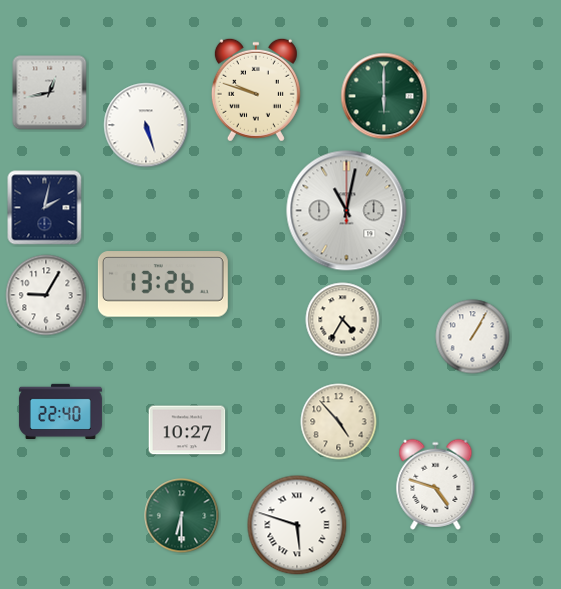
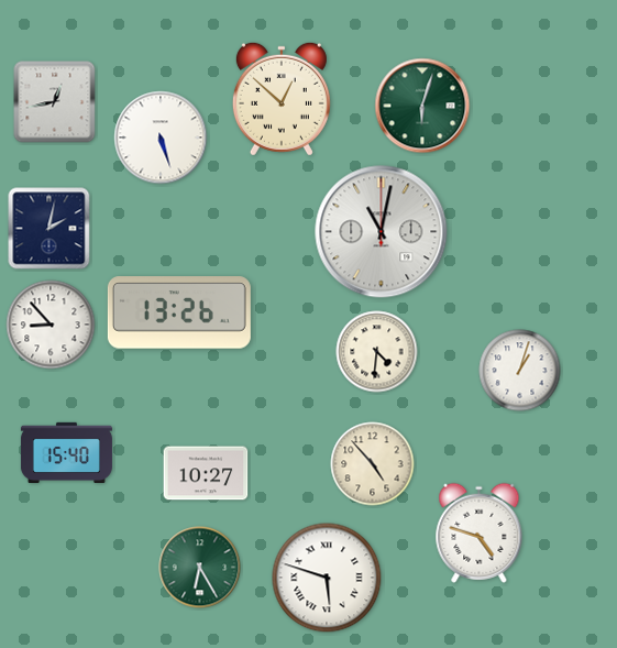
clock at (256, 90): 9:48 -> 12:52
clock at (384, 96): 6:00 -> 6:03
clock at (46, 295): 9:05 -> 8:53
clock at (343, 320): 4:35 -> 4:31
clock at (473, 337): 1:05 -> 1:03
clock at (60, 411): 22:40 -> 15:40
clock at (182, 516): 6:30 -> 6:25
